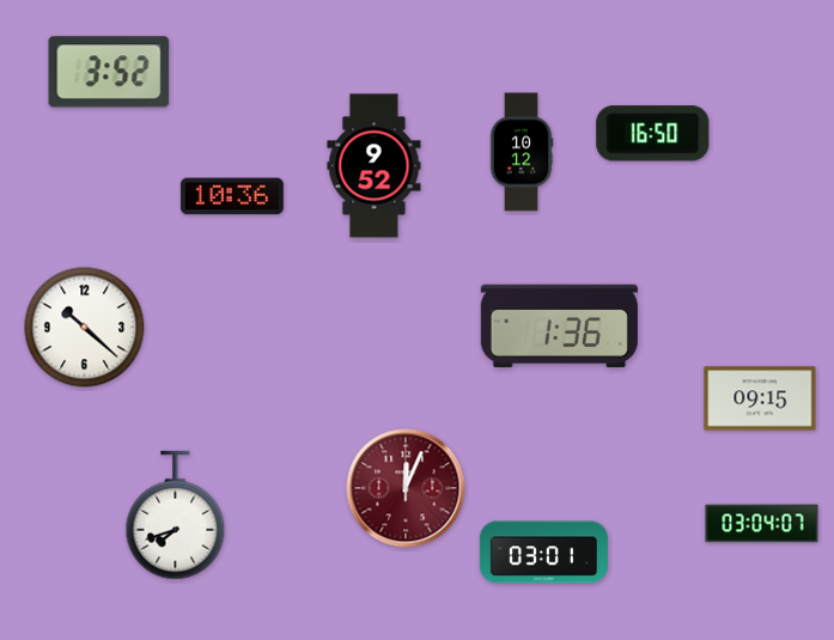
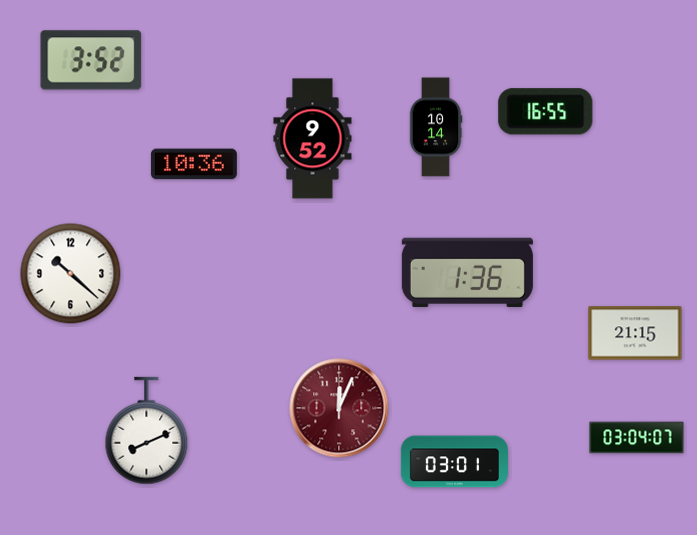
clock at (653, 134): 16:50 -> 16:55
clock at (522, 152): 10:12 -> 10:14
clock at (760, 398): 09:15 -> 21:15
clock at (176, 516): 7:42 -> 8:11
